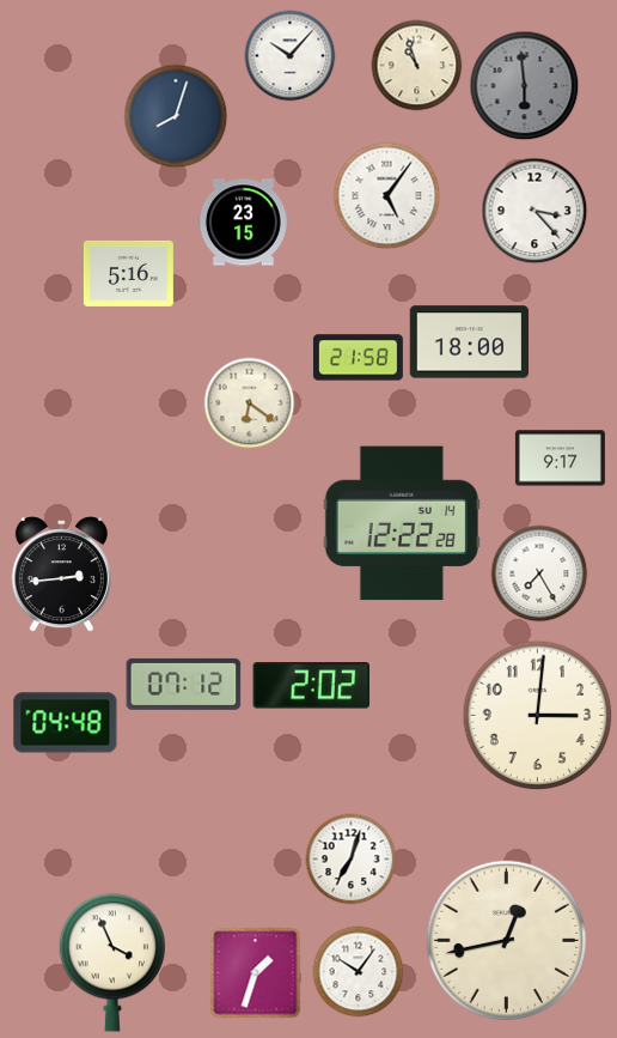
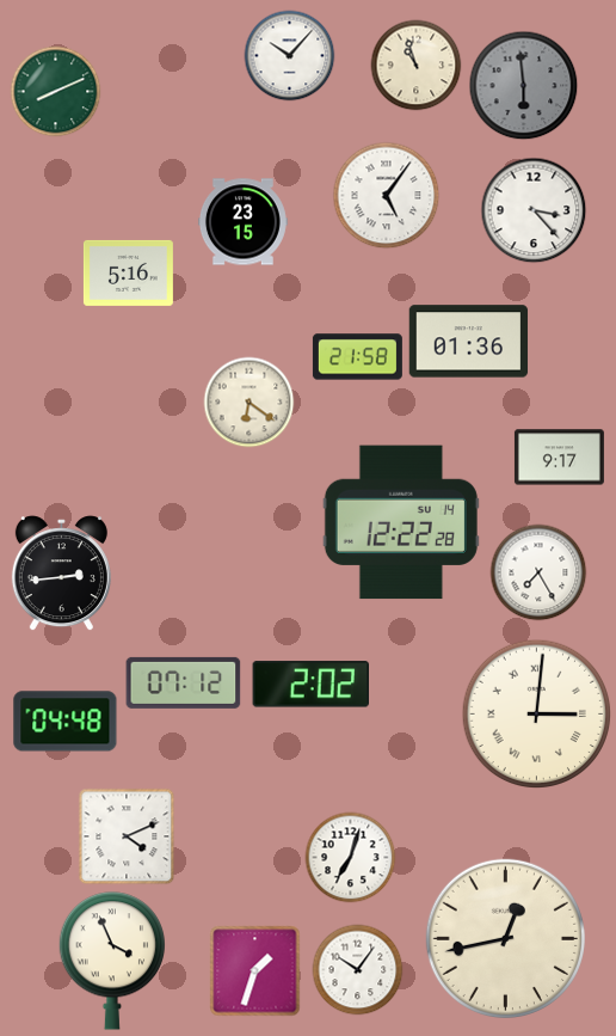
clock at (56, 92): none -> 8:11
clock at (176, 116): 8:03 -> none
clock at (470, 342): 18:00 -> 01:36
clock at (538, 716) numerals: Arabic -> Roman
clock at (127, 836): none -> 4:11
